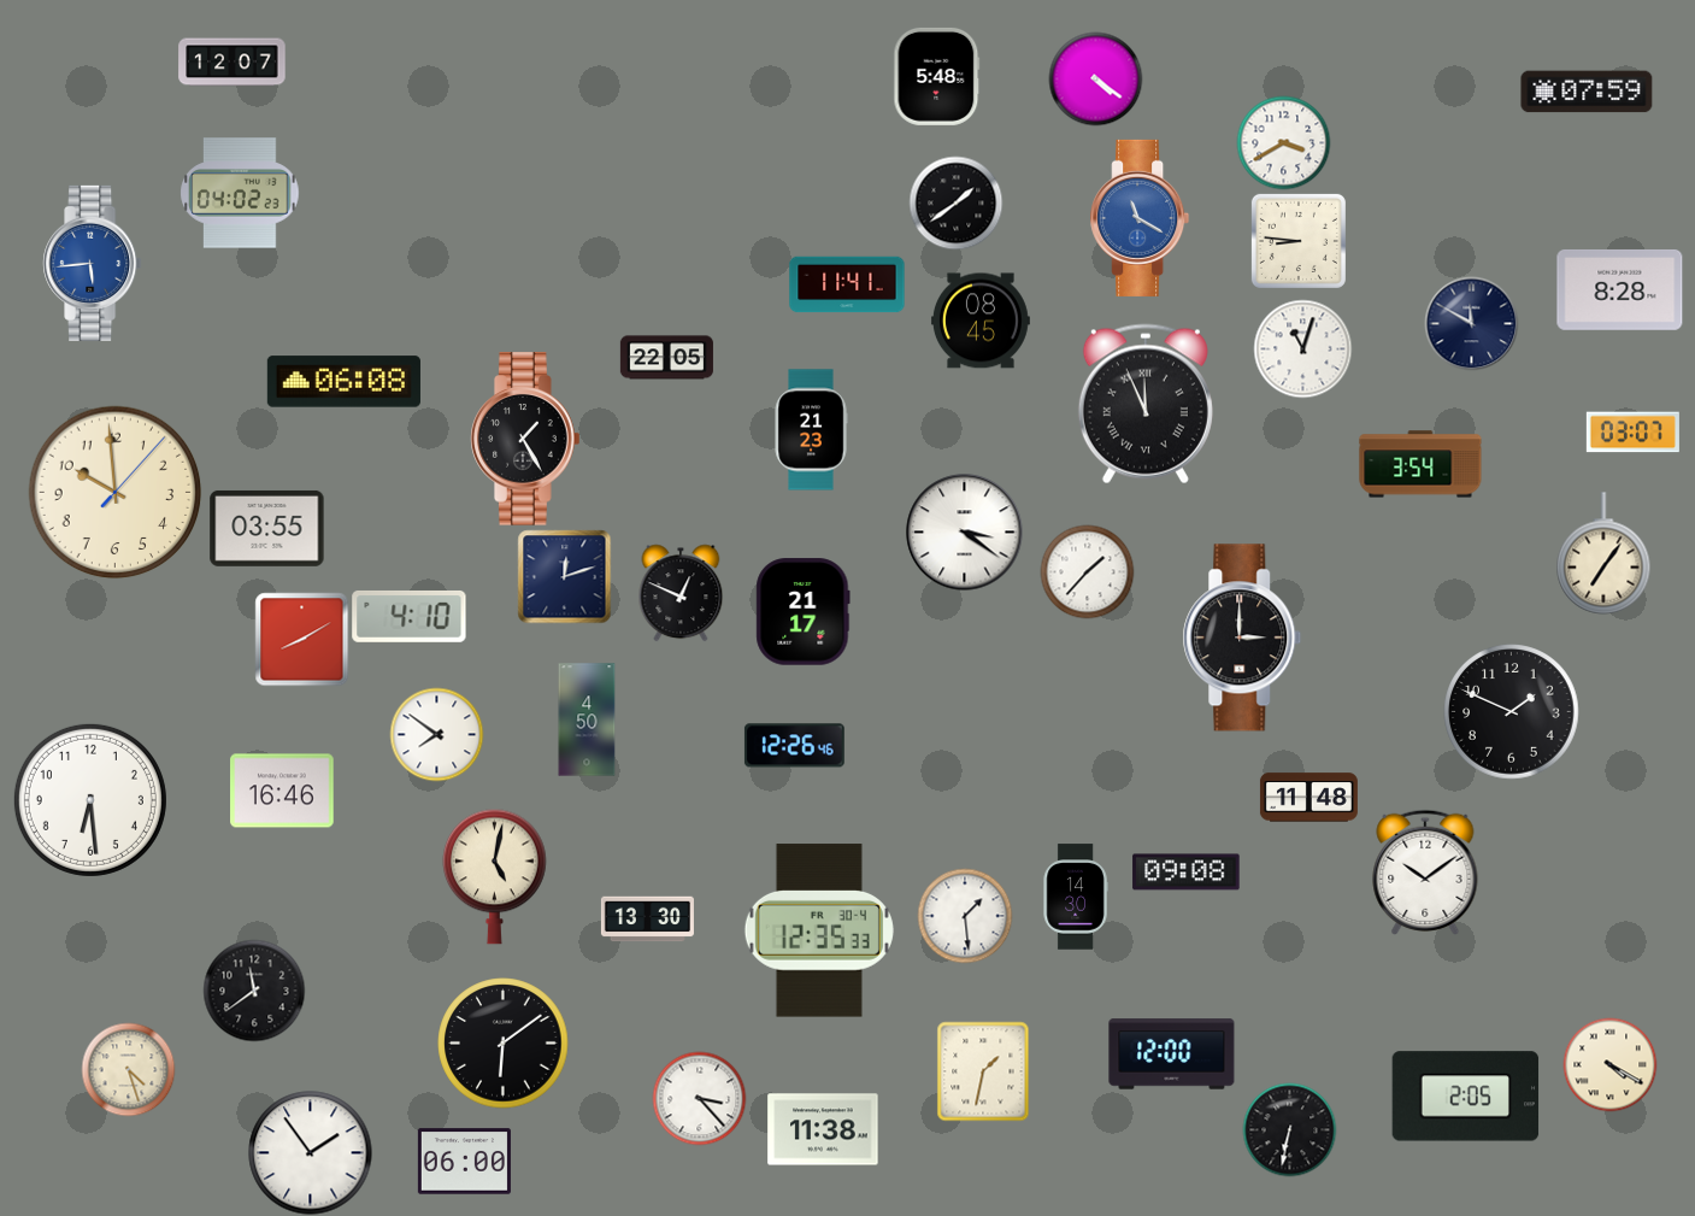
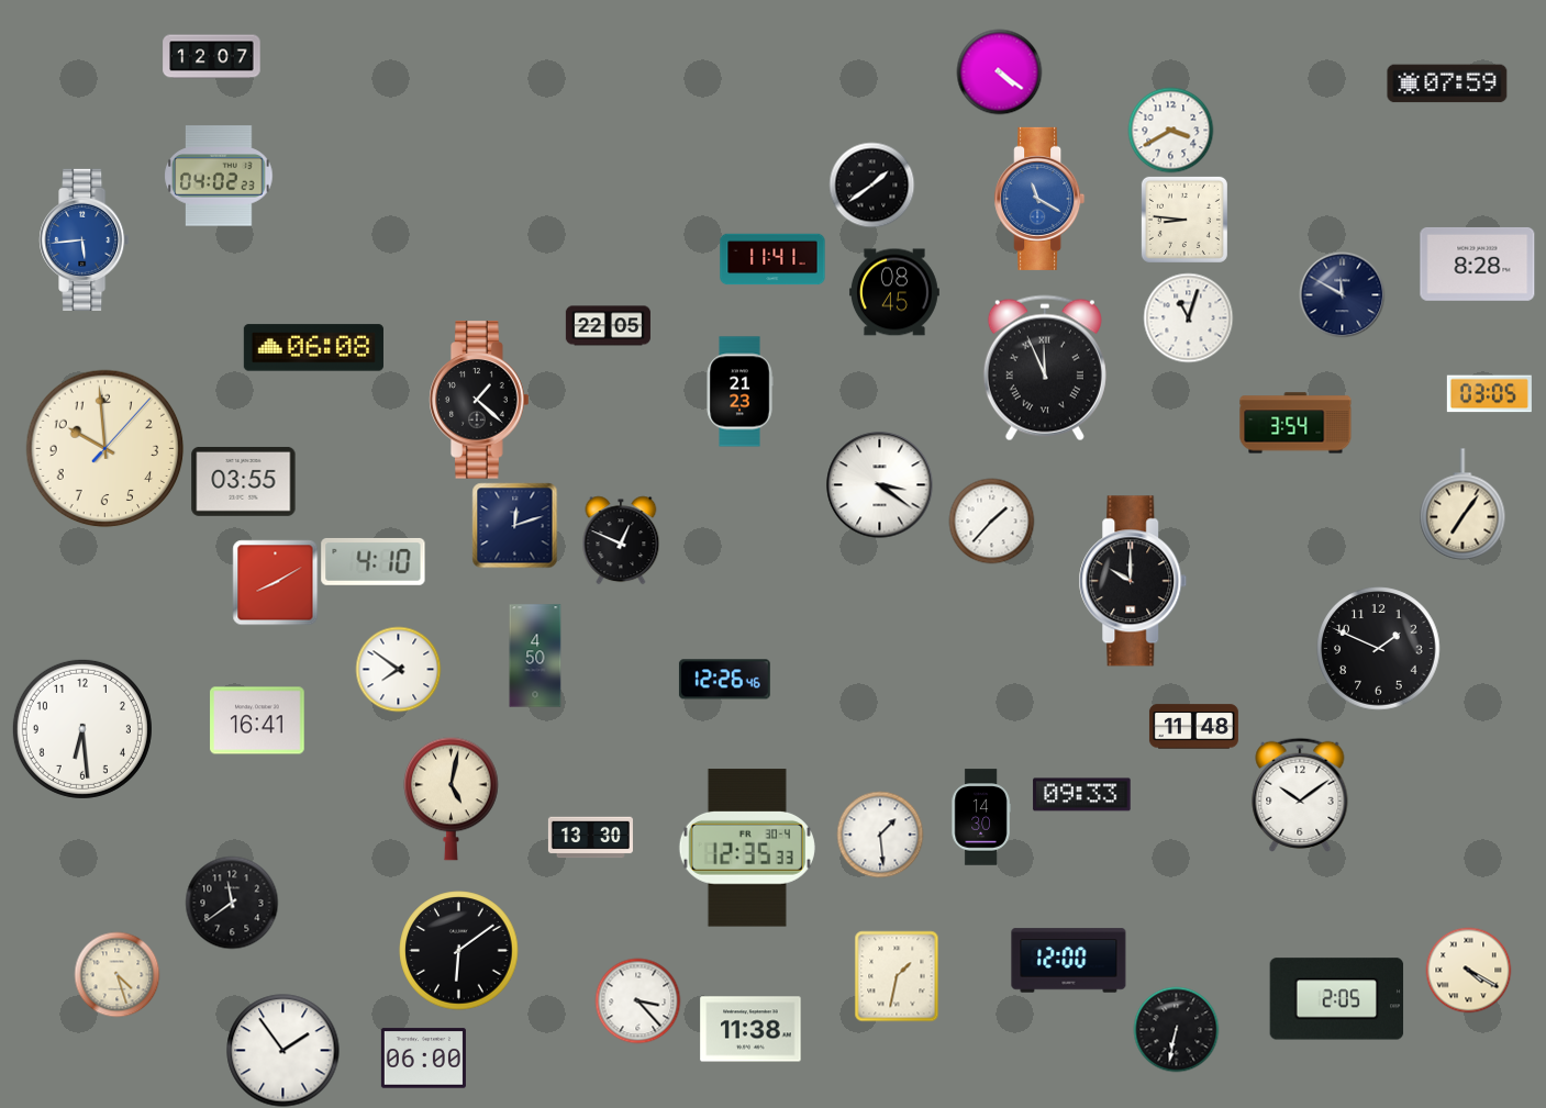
clock at (937, 76): 5:48 -> none
clock at (1632, 433): 03:07 -> 03:05
clock at (525, 439): 1:25 -> 1:22
clock at (804, 612): 21:17 -> none
clock at (1242, 638): 3:00 -> 10:00
clock at (282, 791): 16:46 -> 16:41
clock at (1187, 873): 09:08 -> 09:33
